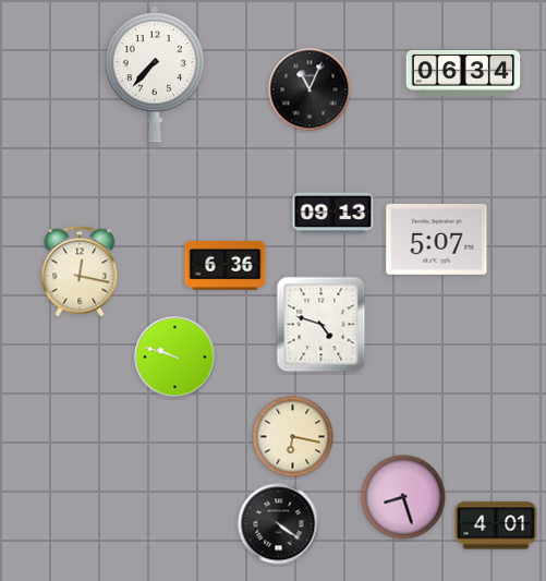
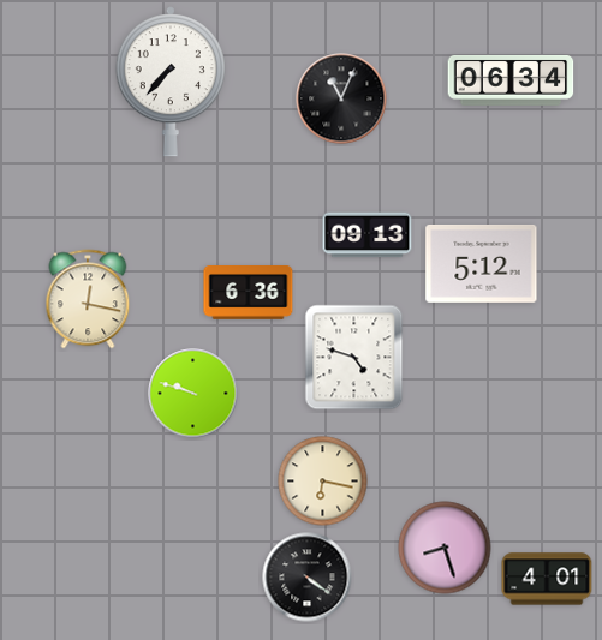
clock at (437, 239): 5:07 -> 5:12
